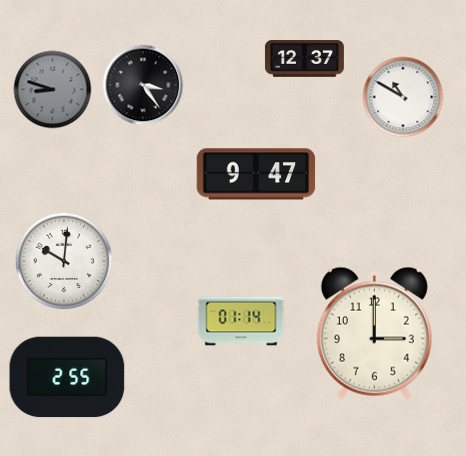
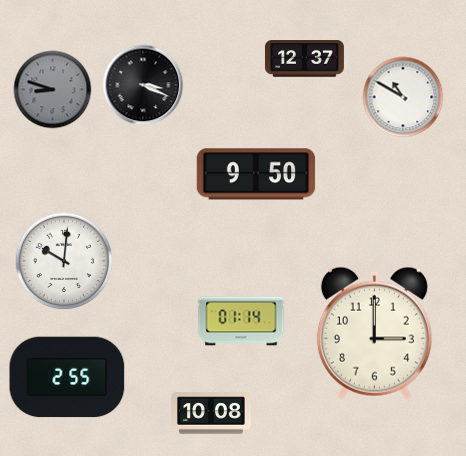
clock at (143, 85): 3:24 -> 3:19
clock at (256, 174): 9:47 -> 9:50
clock at (212, 413): none -> 10:08
